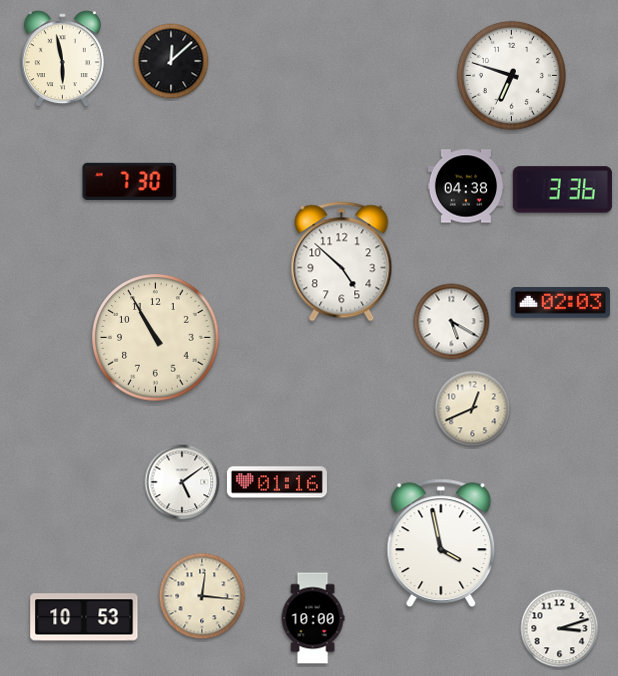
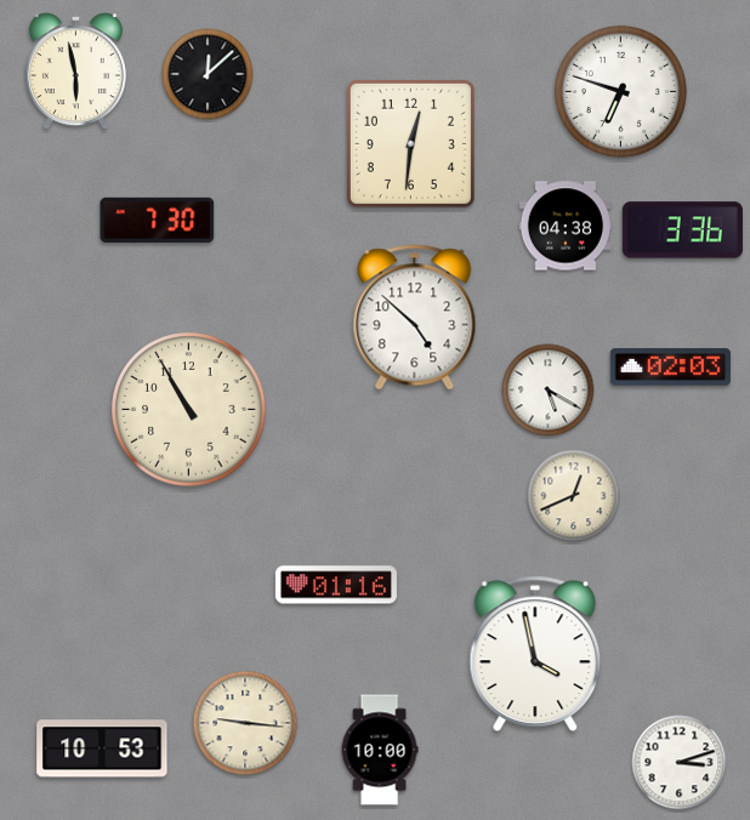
clock at (410, 143): none -> 12:31
clock at (560, 303) position: (560, 303) -> (670, 368)
clock at (182, 482): 5:09 -> none
clock at (441, 543) position: (441, 543) -> (535, 654)
clock at (202, 596): 12:16 -> 9:16
